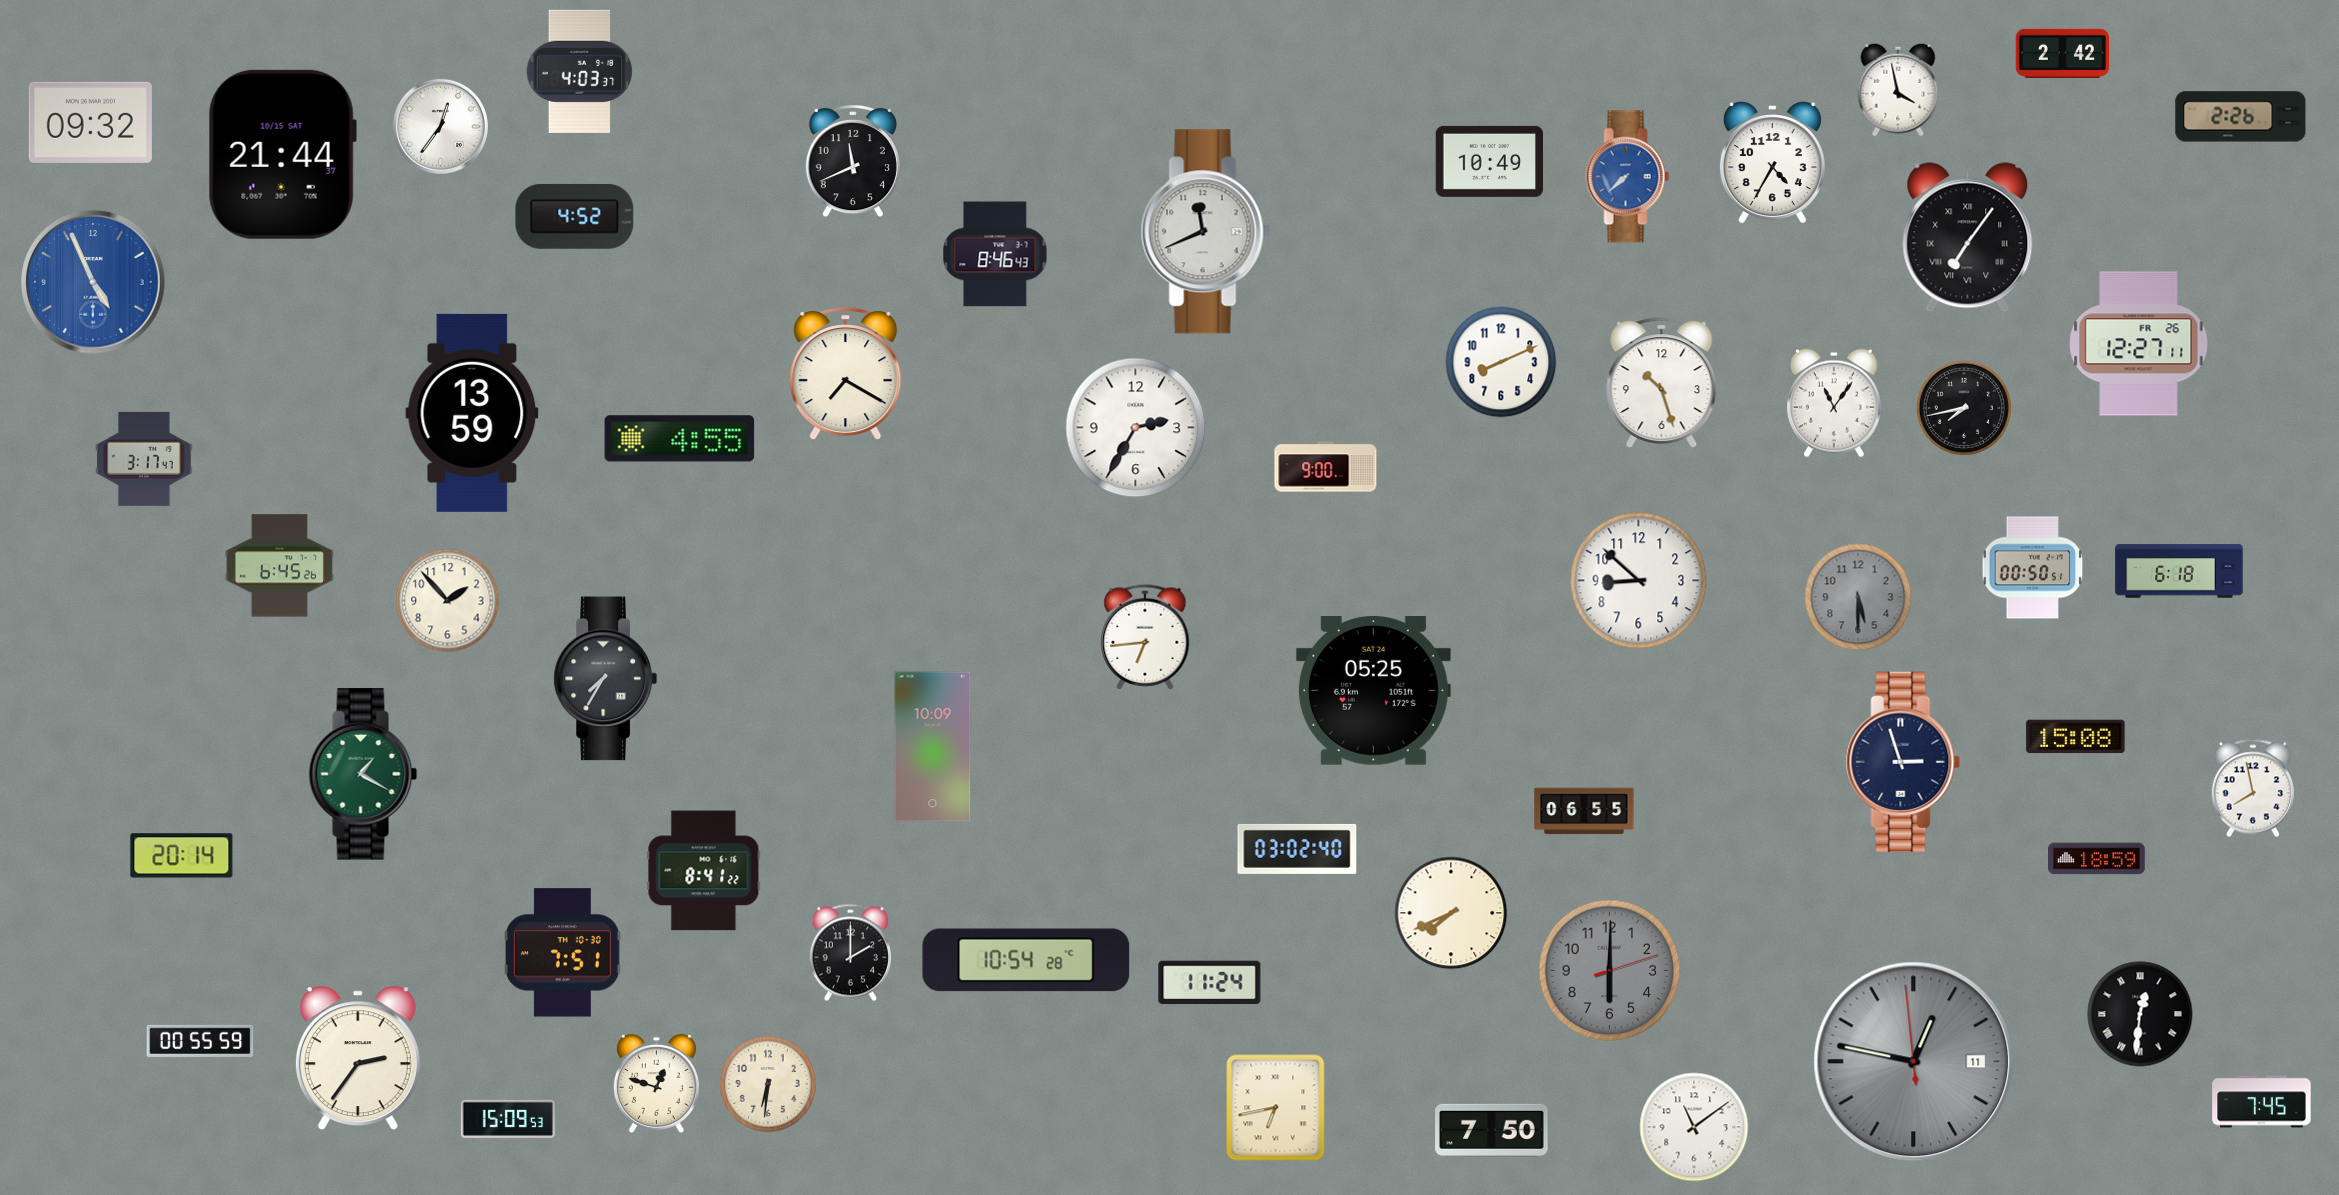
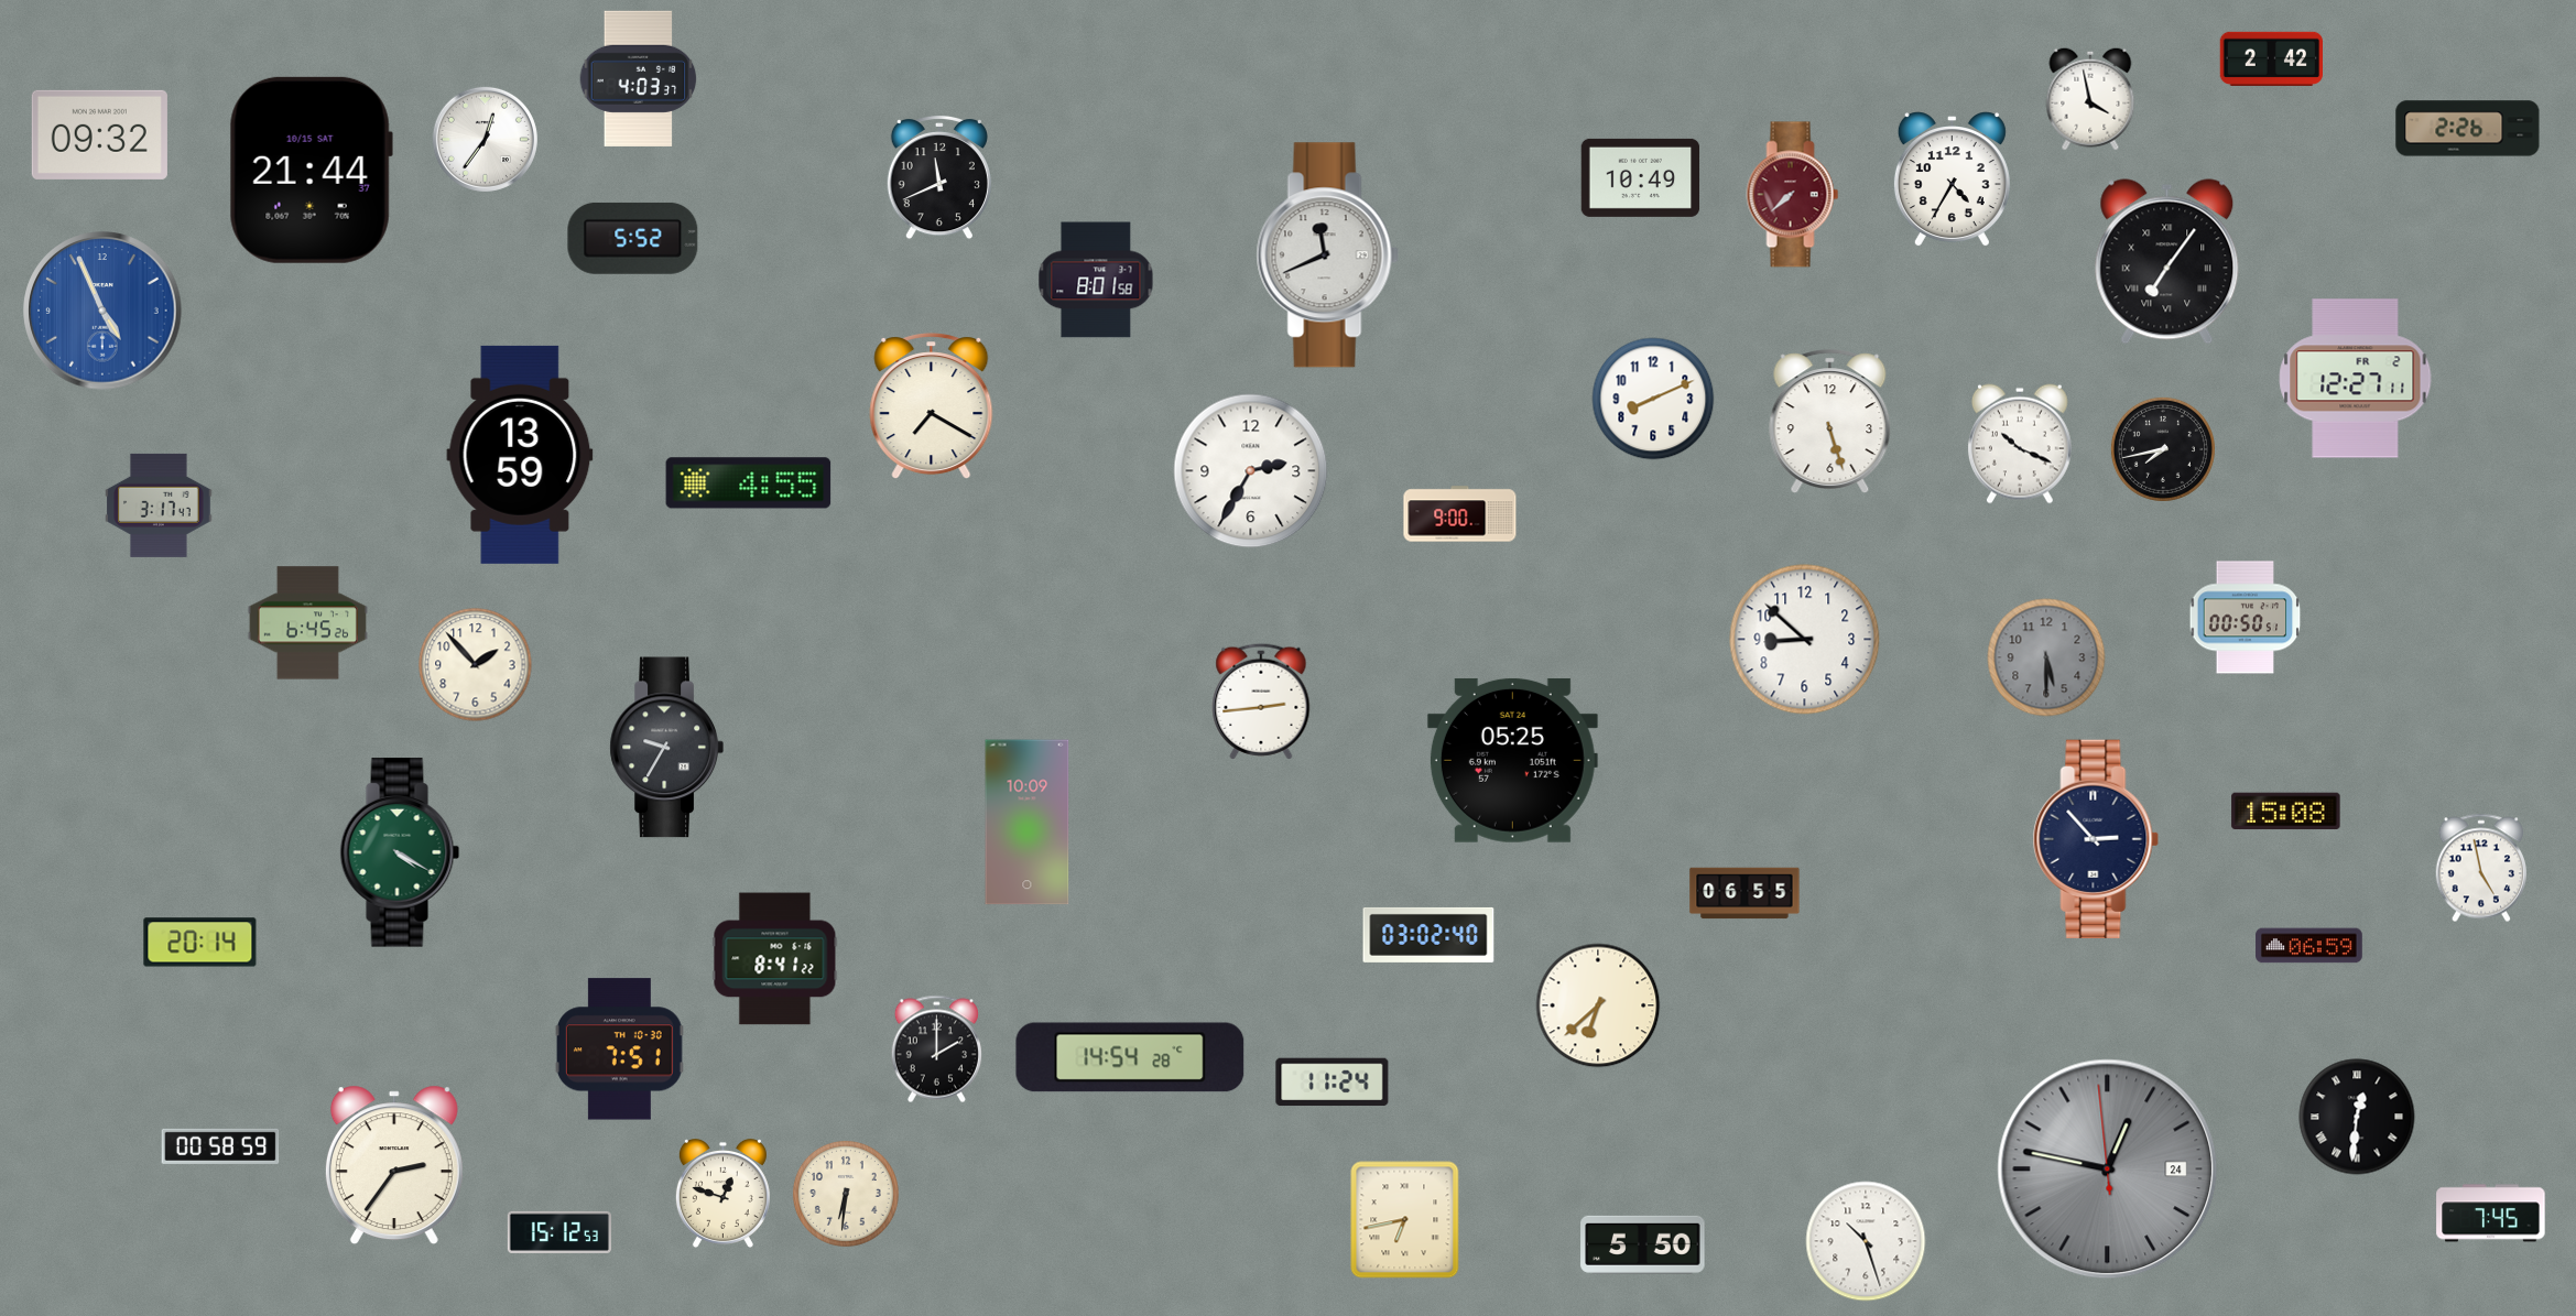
clock at (1628, 177) dial: blue -> burgundy
clock at (575, 216): 4:52 -> 5:52
clock at (995, 254): 8:46 -> 8:01
clock at (2139, 344) date: FR 26 -> FR 2
clock at (846, 374) position: (846, 374) -> (932, 406)
clock at (1662, 383): 10:27 -> 5:27
clock at (1834, 403): 11:06 -> 10:19
clock at (2033, 568) position: (2033, 568) -> (2246, 618)
clock at (2179, 571): 6:18 -> none
clock at (448, 601) position: (448, 601) -> (476, 665)
clock at (1145, 637): 6:44 -> 2:44
clock at (605, 679): 7:35 -> 9:35
clock at (1903, 761): 2:57 -> 2:53
clock at (363, 774): 1:20 -> 4:20
clock at (2252, 788): 7:58 -> 4:58
clock at (2097, 859): 18:59 -> 06:59
clock at (1451, 913): 7:41 -> 6:38
clock at (1026, 960): 10:54 -> 14:54
clock at (1610, 971): 6:00 -> none
clock at (200, 1041): 00:55 -> 00:58
clock at (1914, 1062) date: 11 -> 24
clock at (508, 1119): 15:09 -> 15:12
clock at (1694, 1127): 11:09 -> 10:27
clock at (1492, 1130): 7:50 -> 5:50
